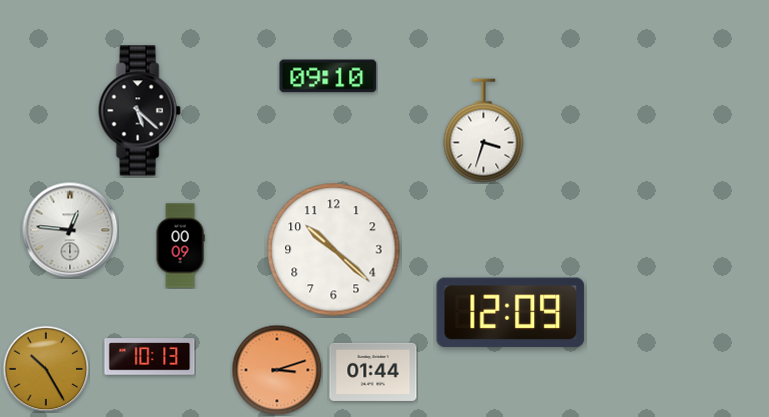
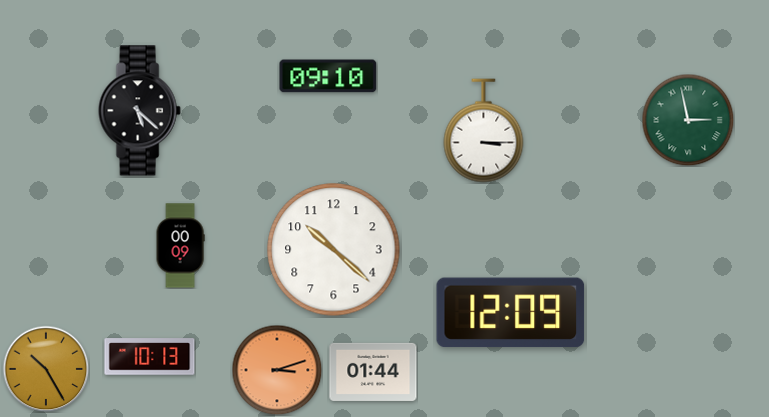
clock at (688, 120): none -> 2:58
clock at (484, 131): 3:33 -> 3:15
clock at (70, 230): 12:46 -> none
